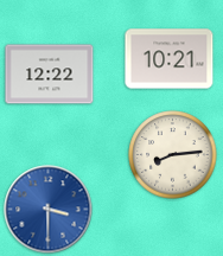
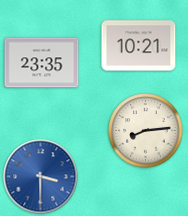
clock at (170, 59) position: (170, 59) -> (139, 46)
clock at (50, 75): 12:22 -> 23:35
